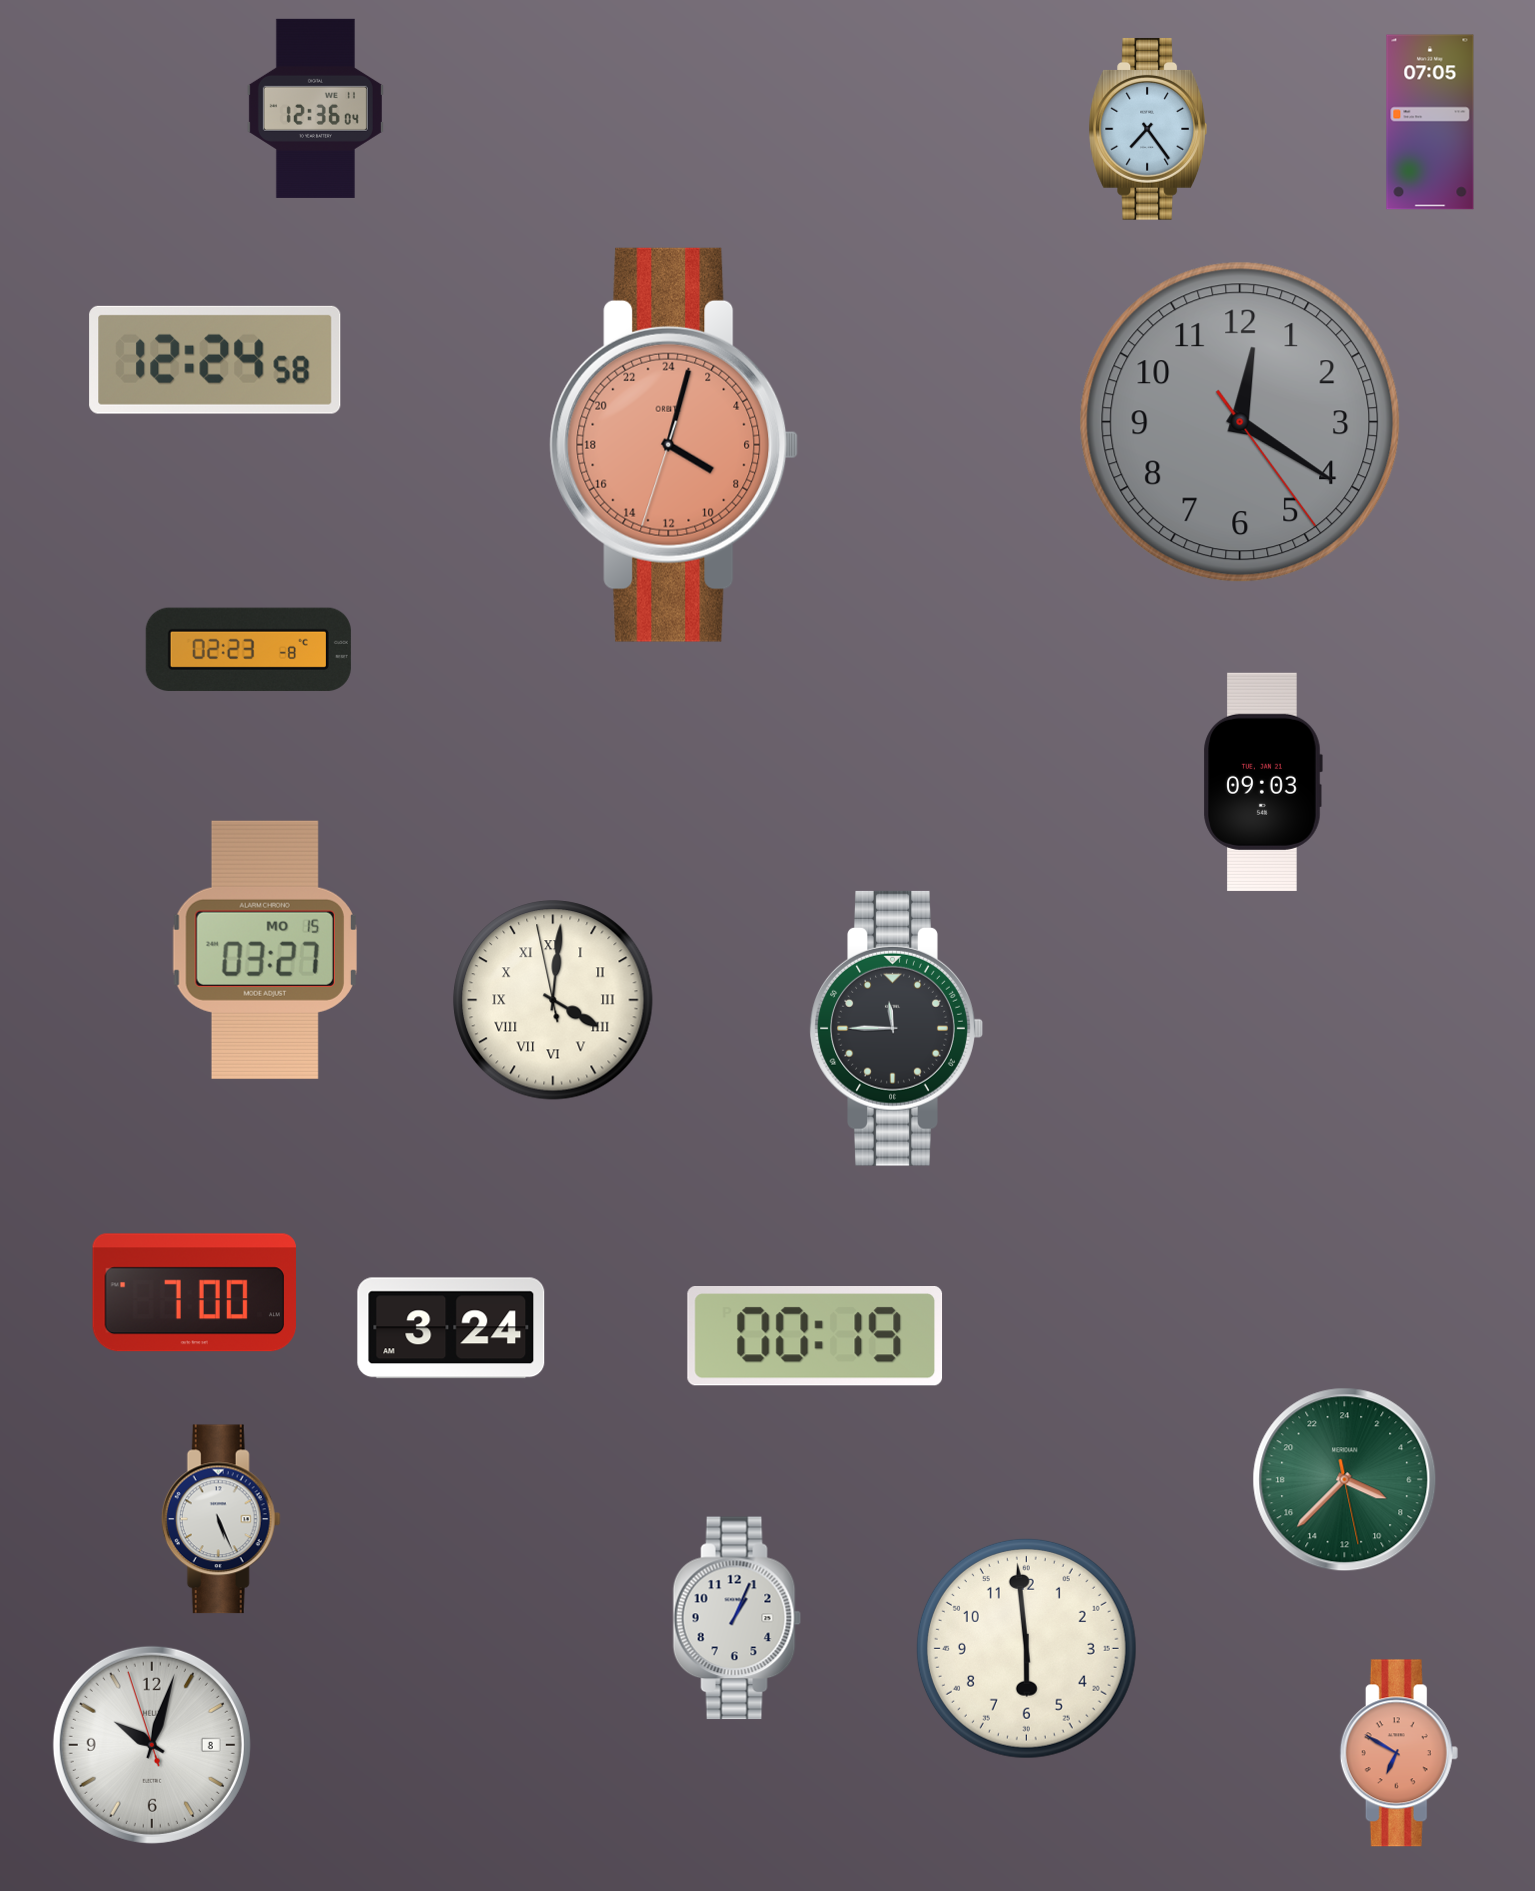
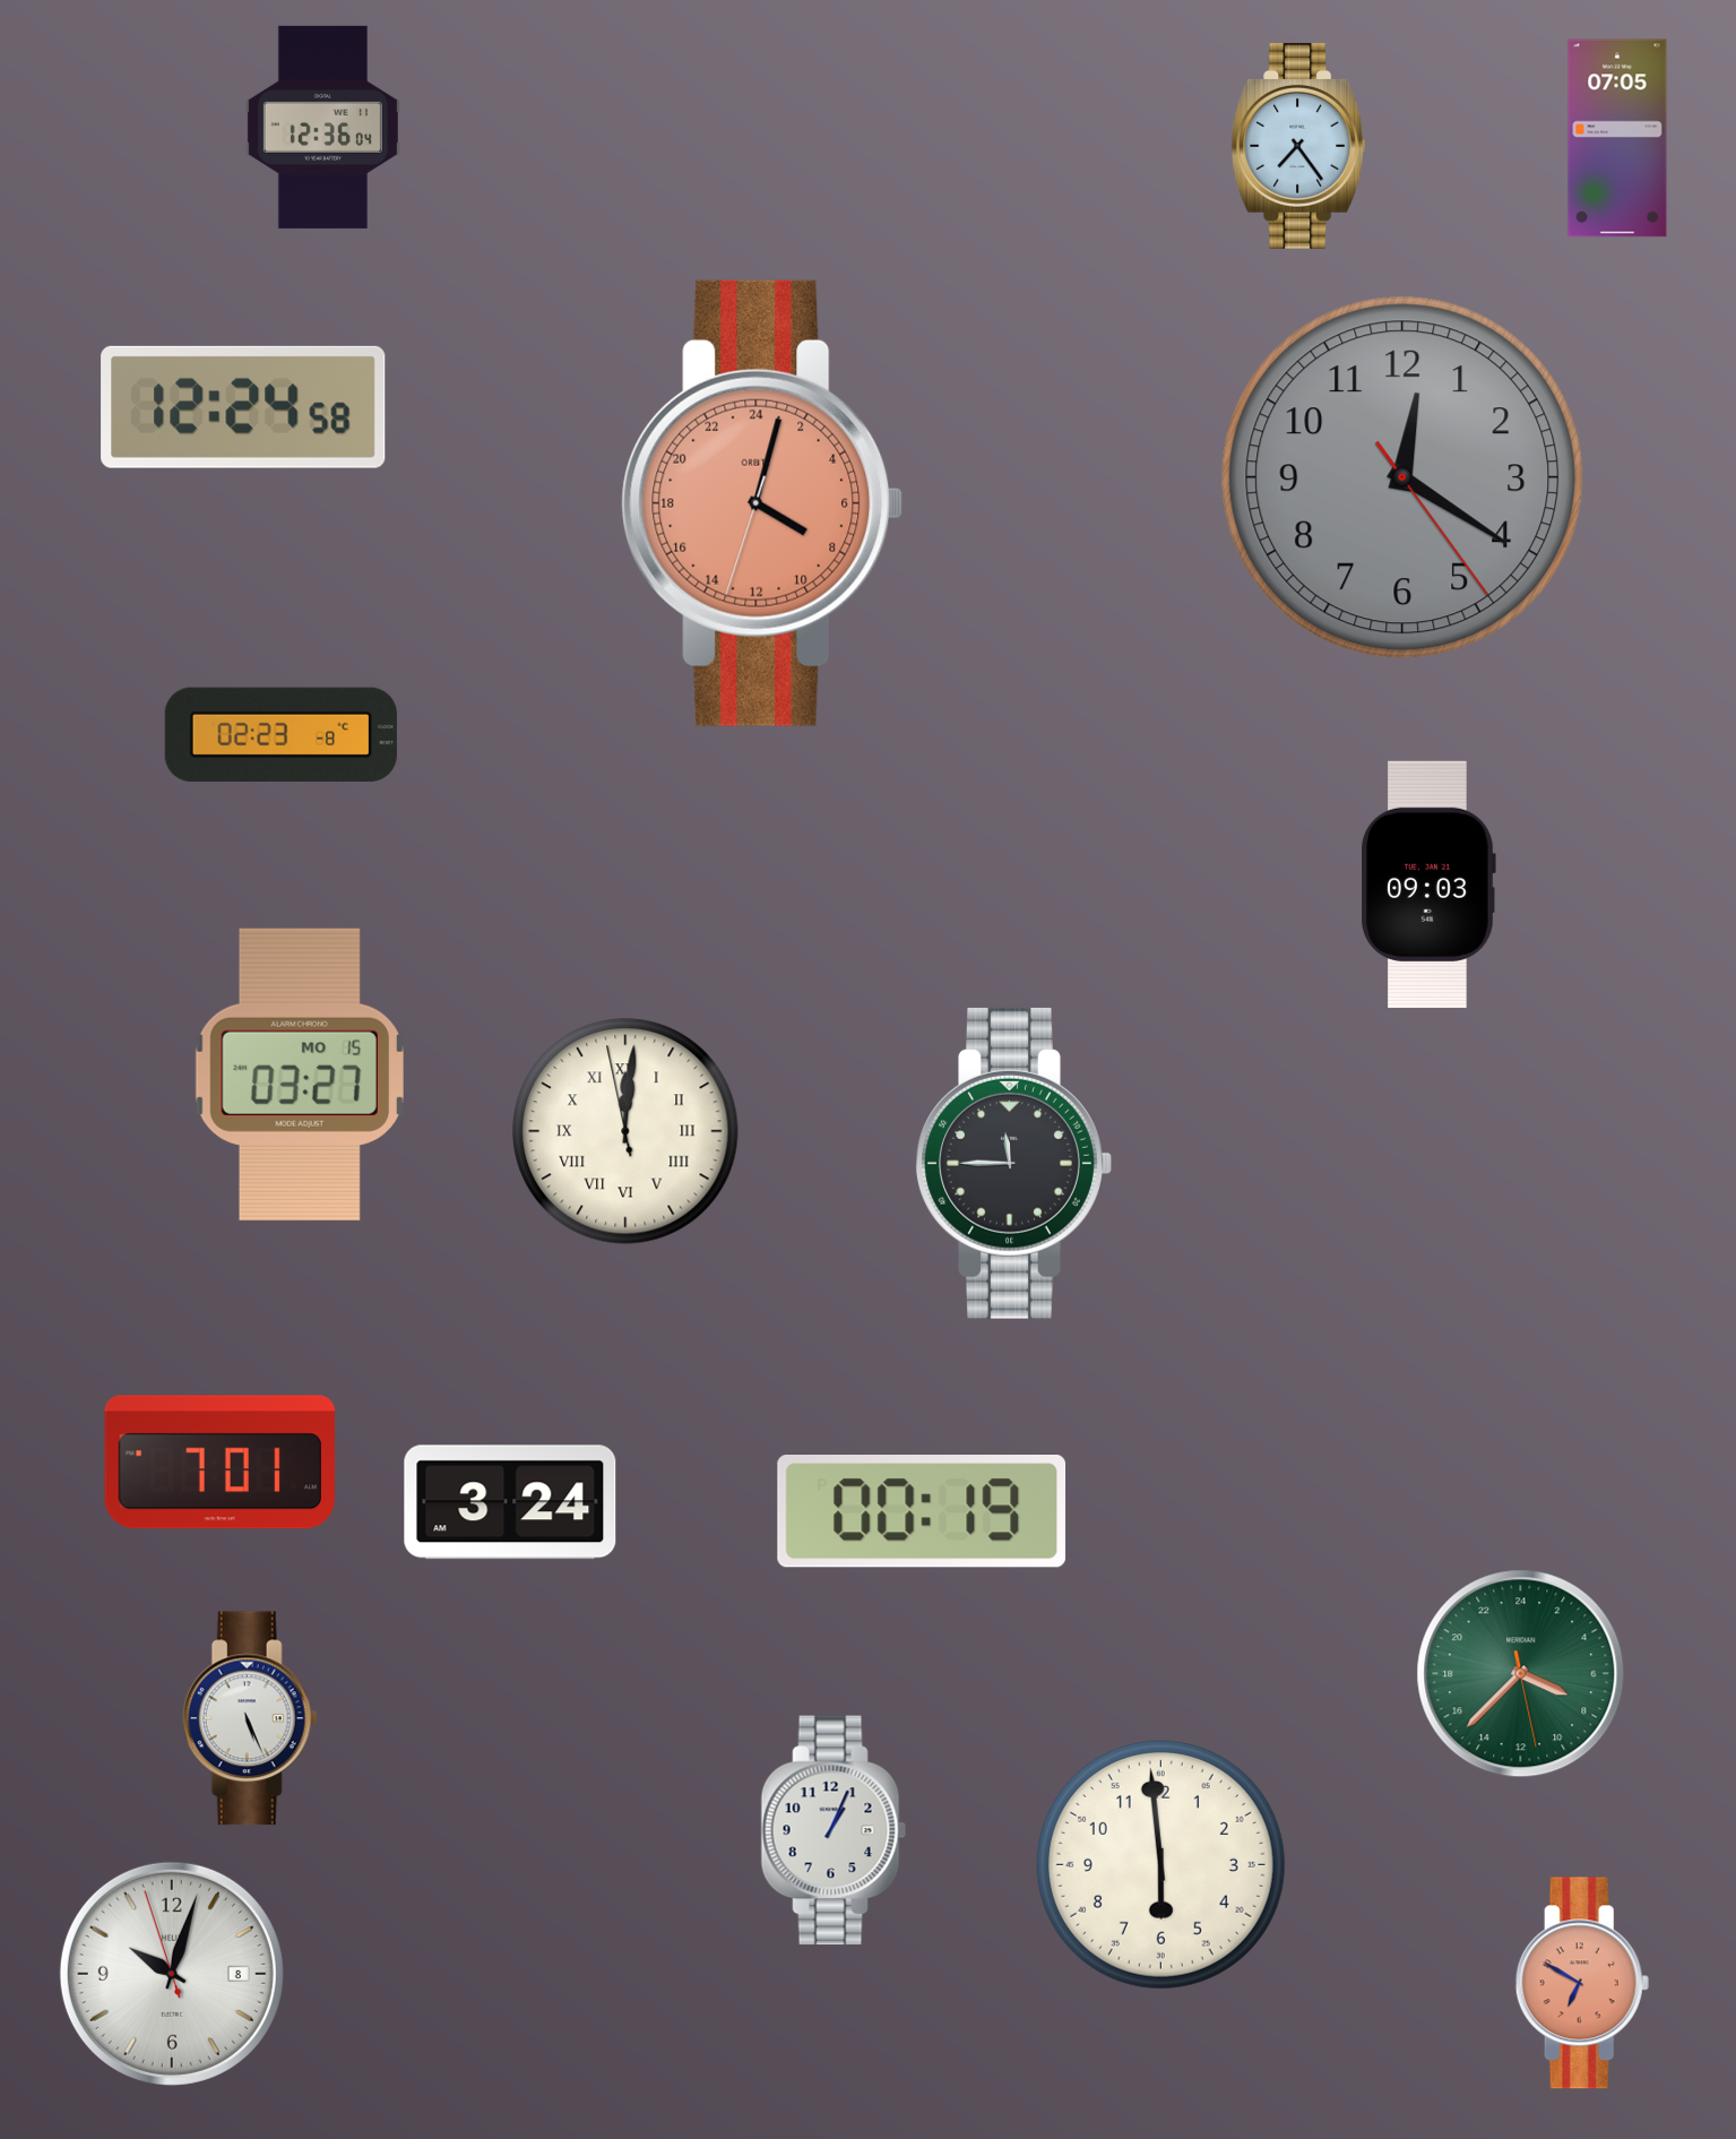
clock at (315, 108) position: (315, 108) -> (322, 127)
clock at (553, 1000): 4:00 -> 12:00
clock at (194, 1293): 7:00 -> 7:01
